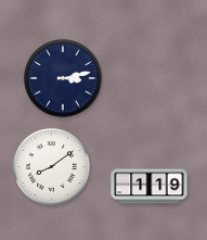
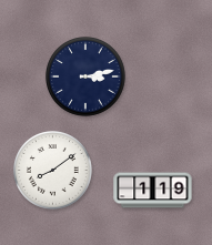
clock at (63, 78) position: (63, 78) -> (85, 76)
